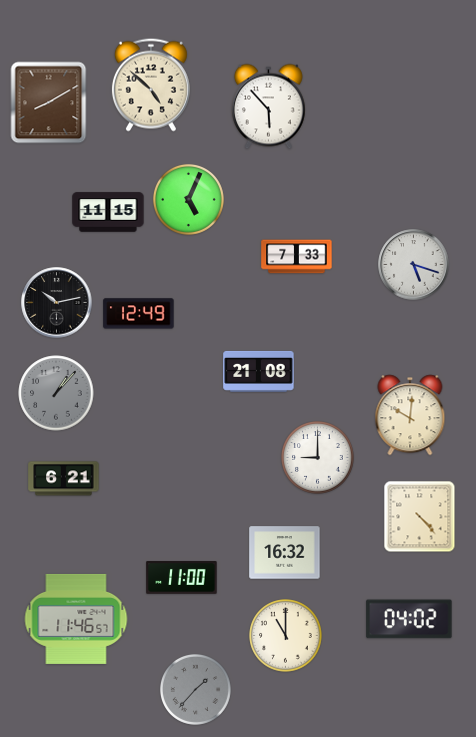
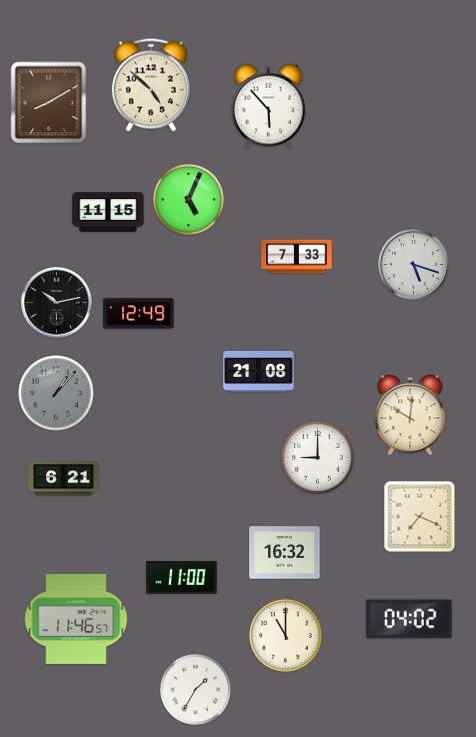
clock at (420, 517): 4:23 -> 7:19
clock at (195, 689): 1:37 -> 1:35
clock at (195, 689) dial: grey -> white
